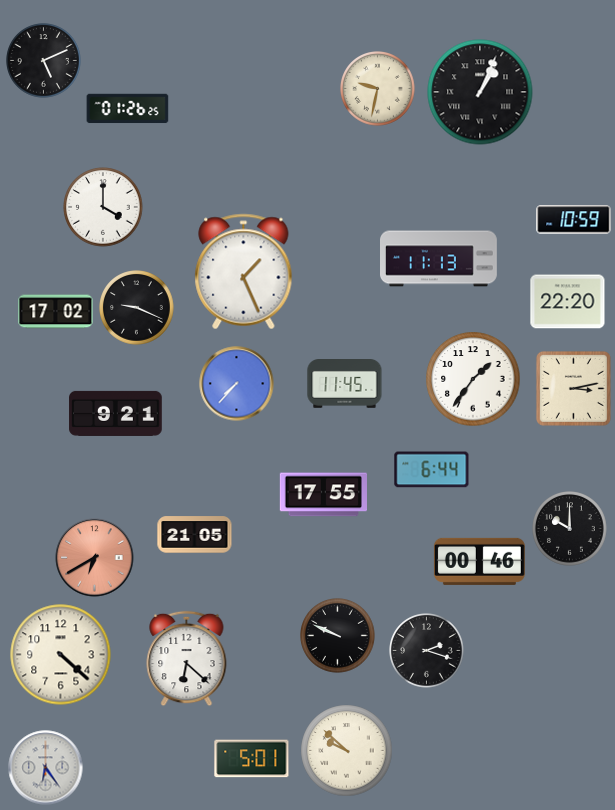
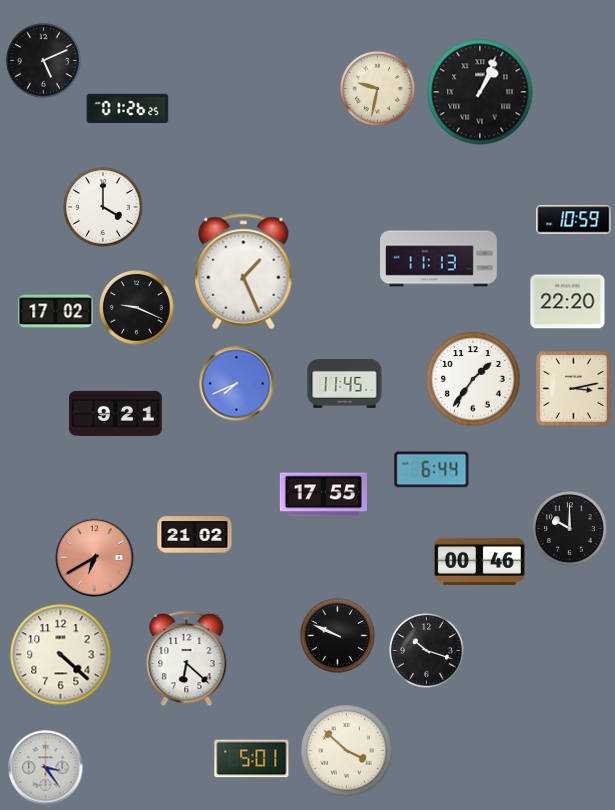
clock at (237, 384): 7:37 -> 7:41
clock at (195, 535): 21:05 -> 21:02
clock at (427, 651): 2:18 -> 10:18
clock at (347, 751): 9:52 -> 3:52
clock at (46, 768): 6:24 -> 3:24
